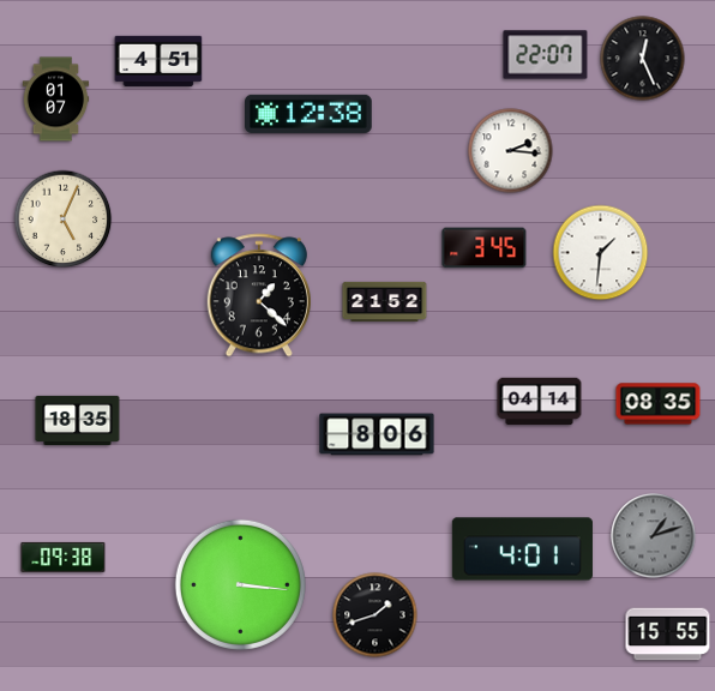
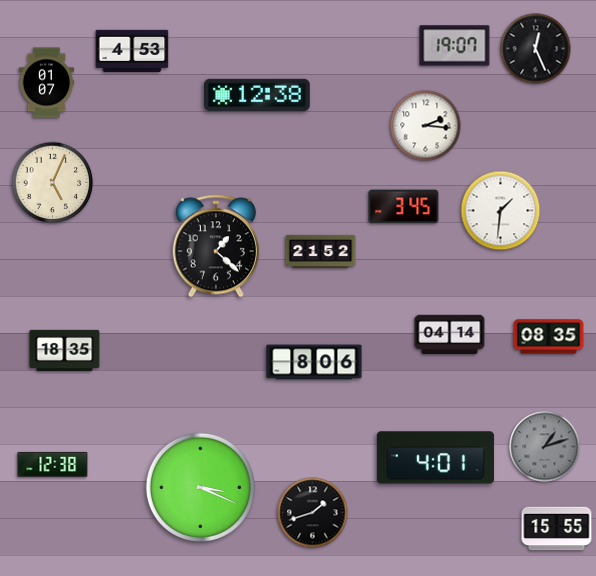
clock at (546, 55): 22:07 -> 19:07
clock at (158, 61): 4:51 -> 4:53
clock at (64, 557): 09:38 -> 12:38
clock at (240, 584): 3:16 -> 3:19
